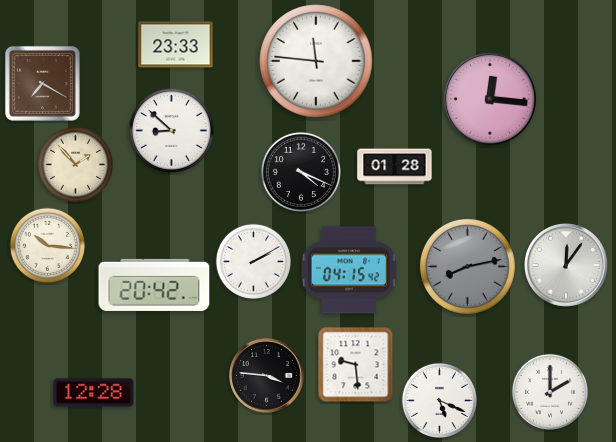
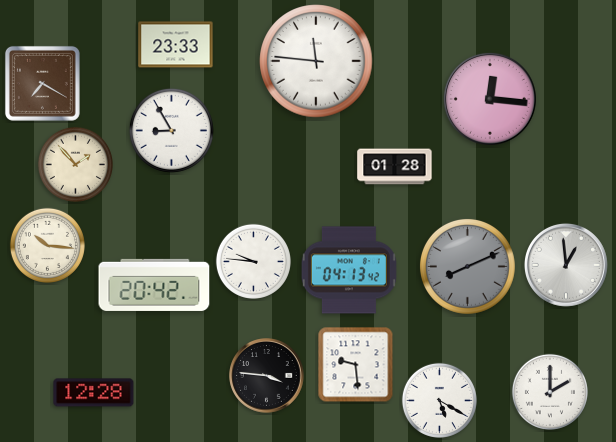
clock at (171, 130): 8:52 -> 8:55
clock at (301, 172): 4:19 -> none
clock at (253, 261): 2:10 -> 9:46
clock at (566, 265): 12:06 -> 12:59
clock at (467, 266): 8:13 -> 8:11
clock at (349, 270): 04:15 -> 04:13
clock at (439, 400): 5:19 -> 5:20
